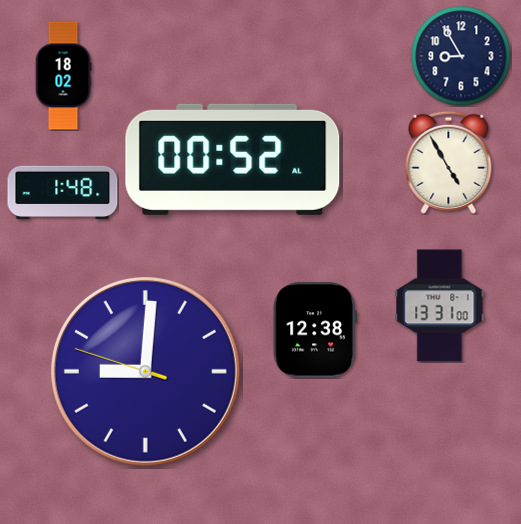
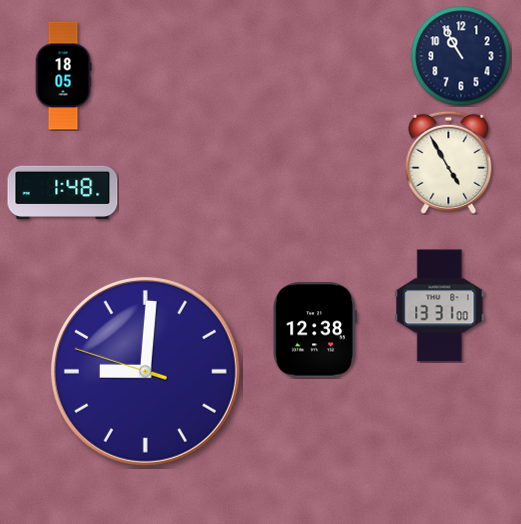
clock at (461, 56): 8:55 -> 10:55
clock at (63, 76): 18:02 -> 18:05
clock at (233, 159): 00:52 -> none
